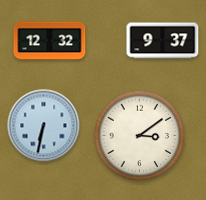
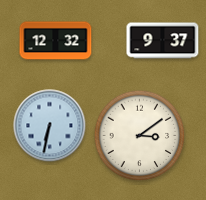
clock at (50, 41) position: (50, 41) -> (56, 41)
clock at (44, 126) position: (44, 126) -> (50, 126)
